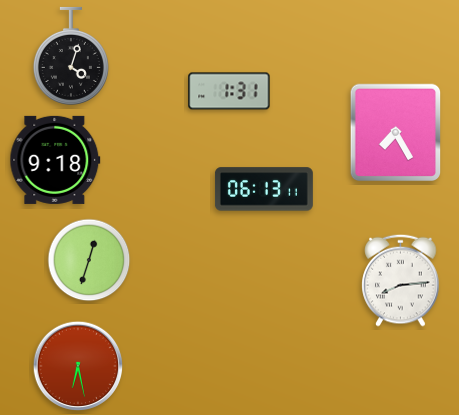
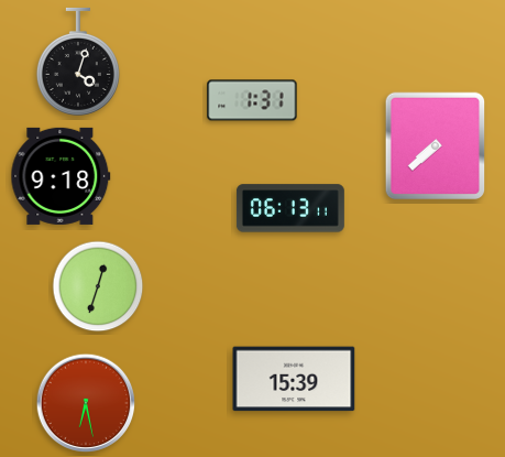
clock at (396, 133): 7:25 -> 7:38
clock at (401, 280): 8:14 -> none
clock at (294, 379): none -> 15:39
